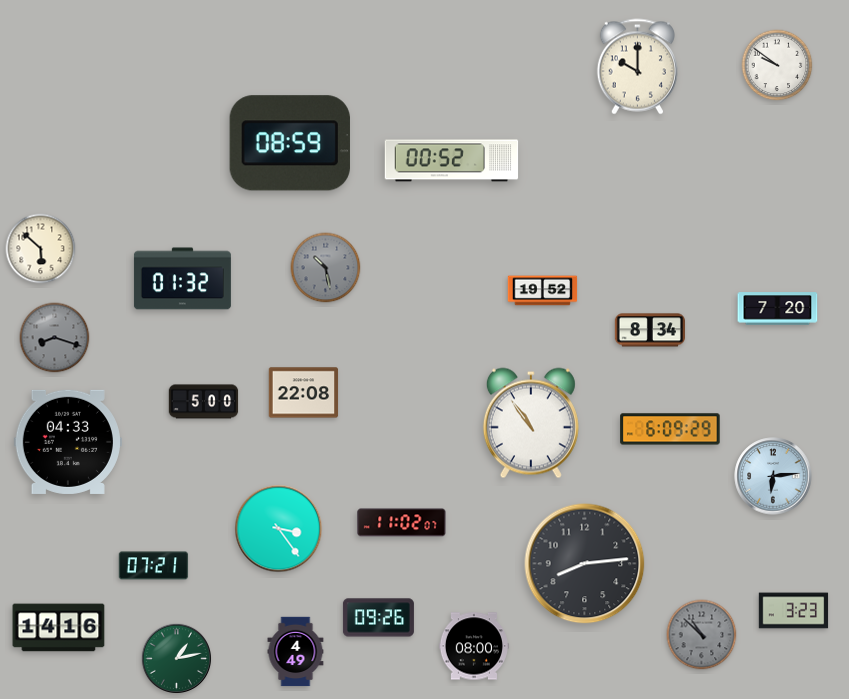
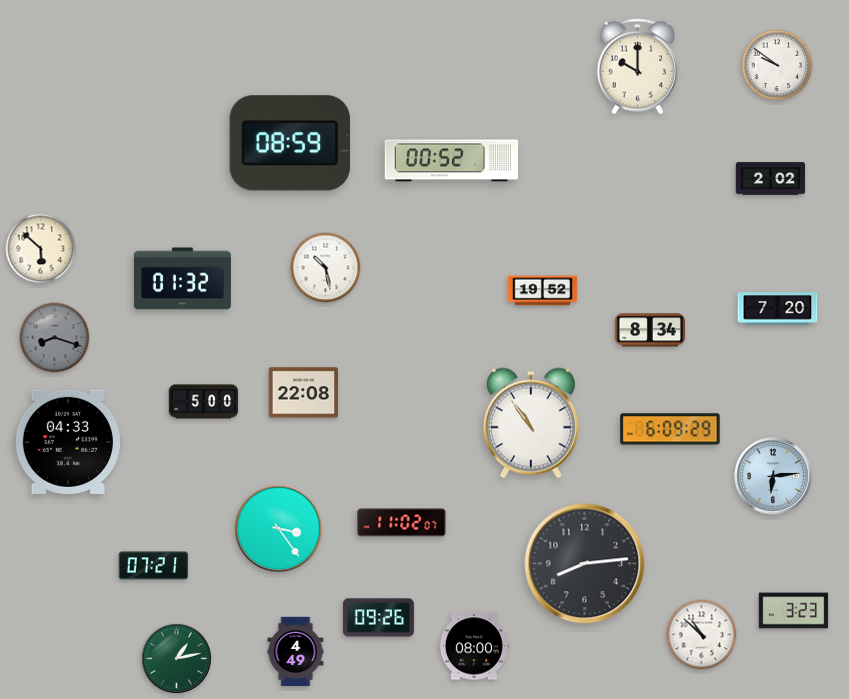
clock at (771, 179): none -> 2:02
clock at (326, 268) dial: grey -> white
clock at (59, 628): 14:16 -> none
clock at (702, 635) dial: grey -> white
